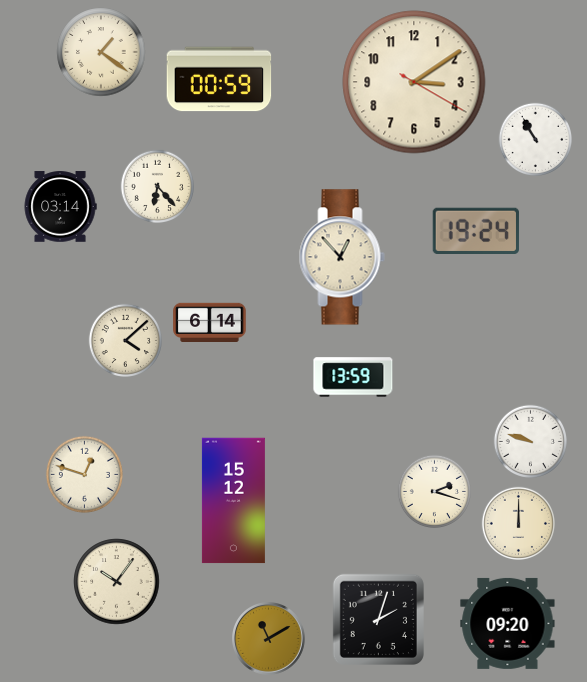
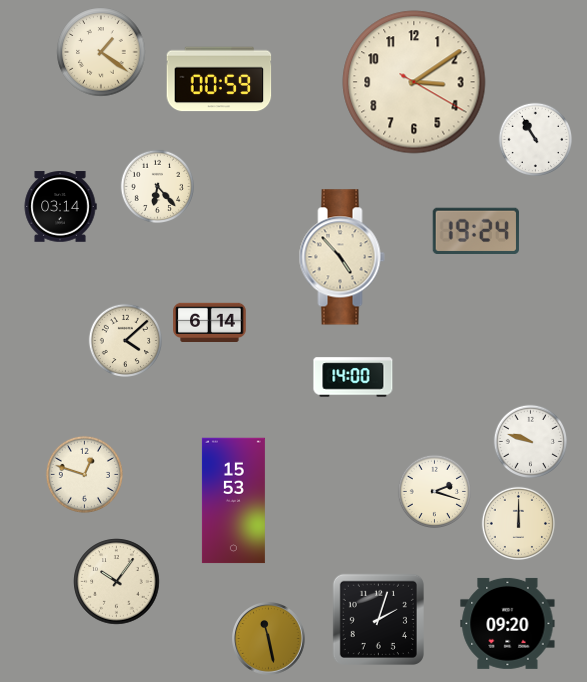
clock at (342, 257): 12:53 -> 4:53
clock at (353, 377): 13:59 -> 14:00
clock at (233, 501): 15:12 -> 15:53
clock at (269, 639): 11:10 -> 11:28
